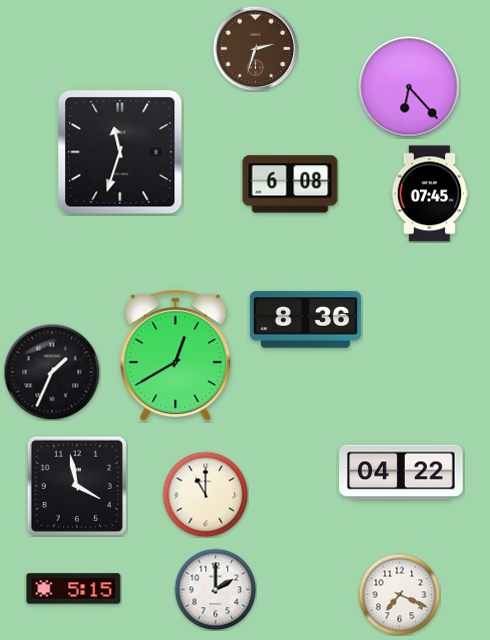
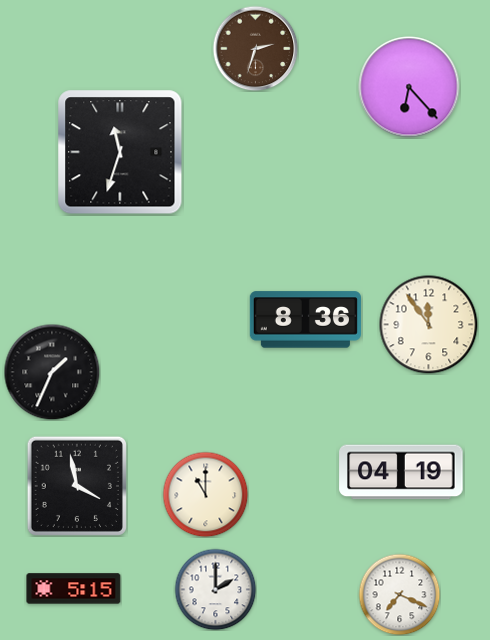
clock at (290, 184): 6:08 -> none
clock at (430, 194): 07:45 -> none
clock at (429, 325): none -> 11:54
clock at (176, 356): 12:40 -> none
clock at (401, 472): 04:22 -> 04:19
